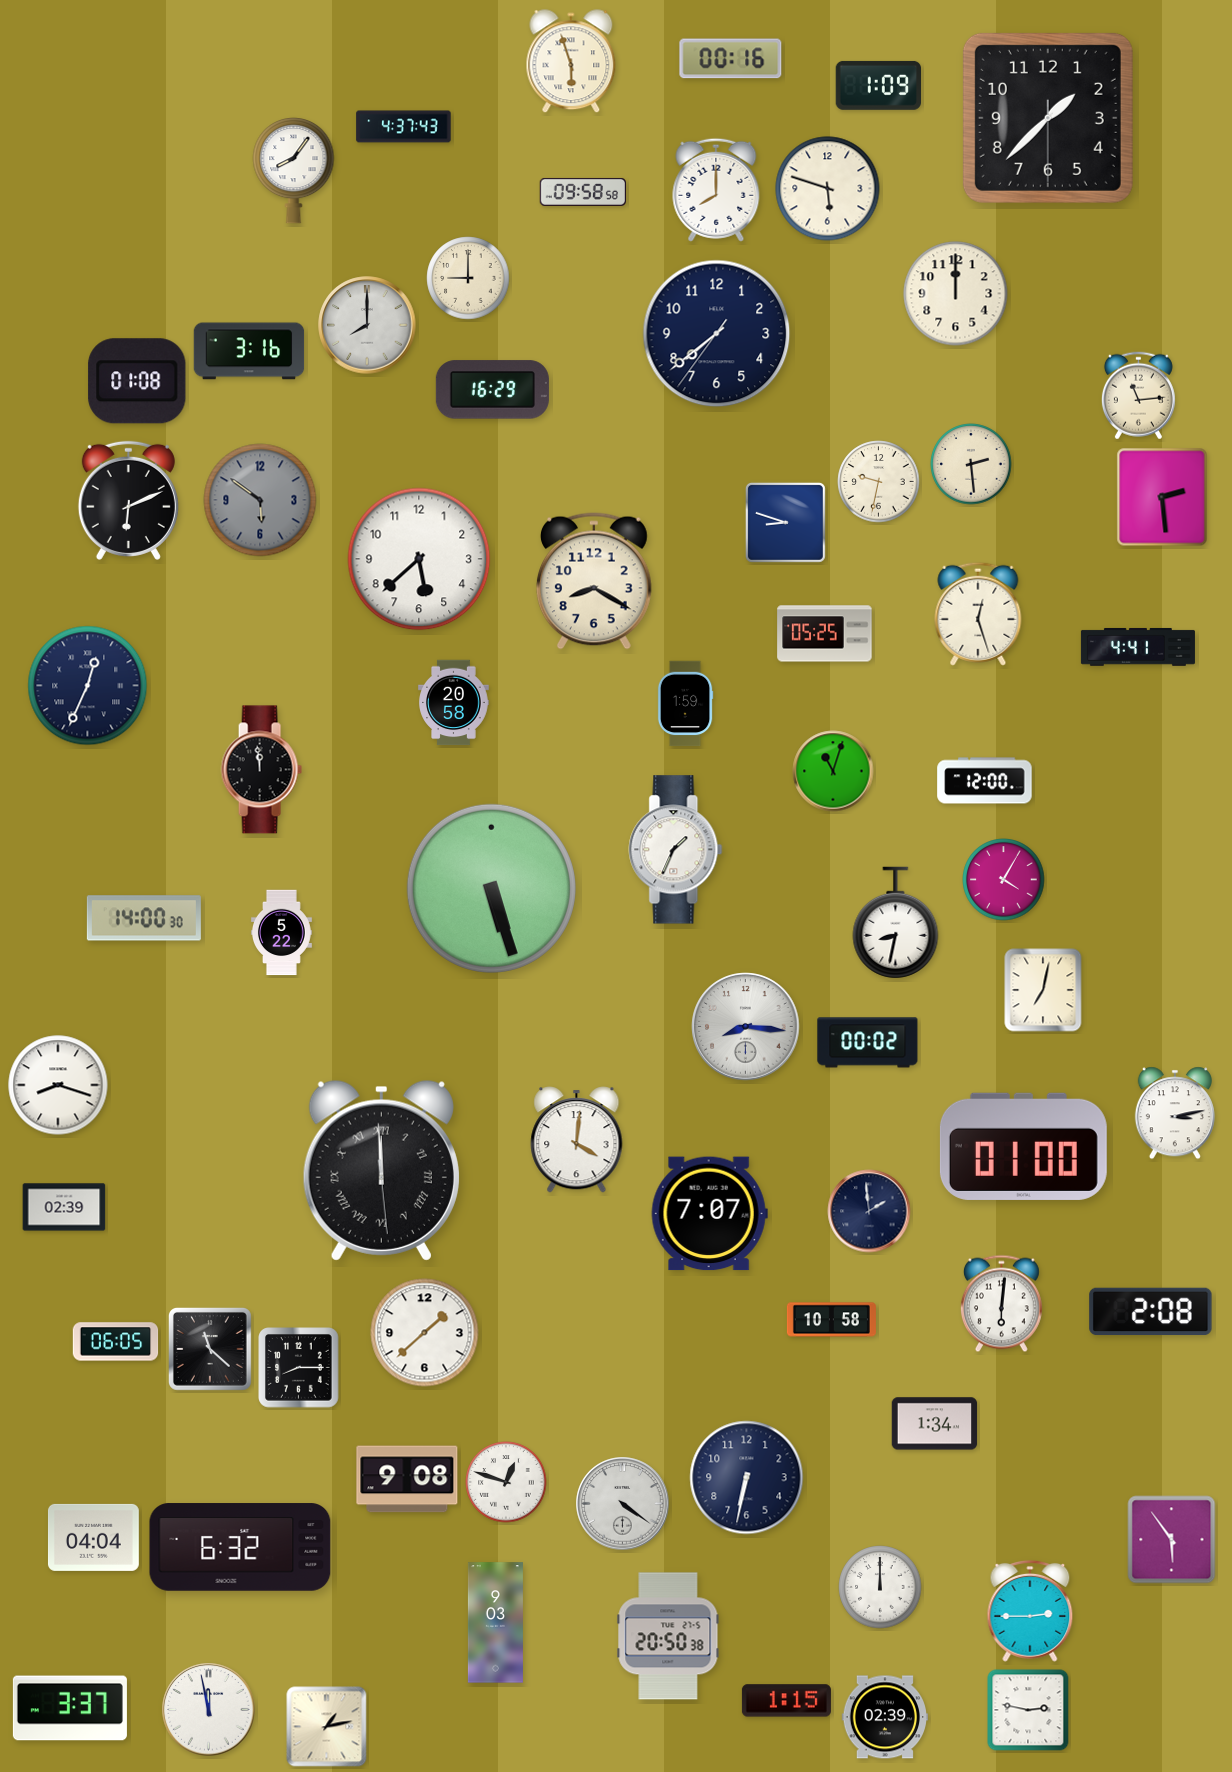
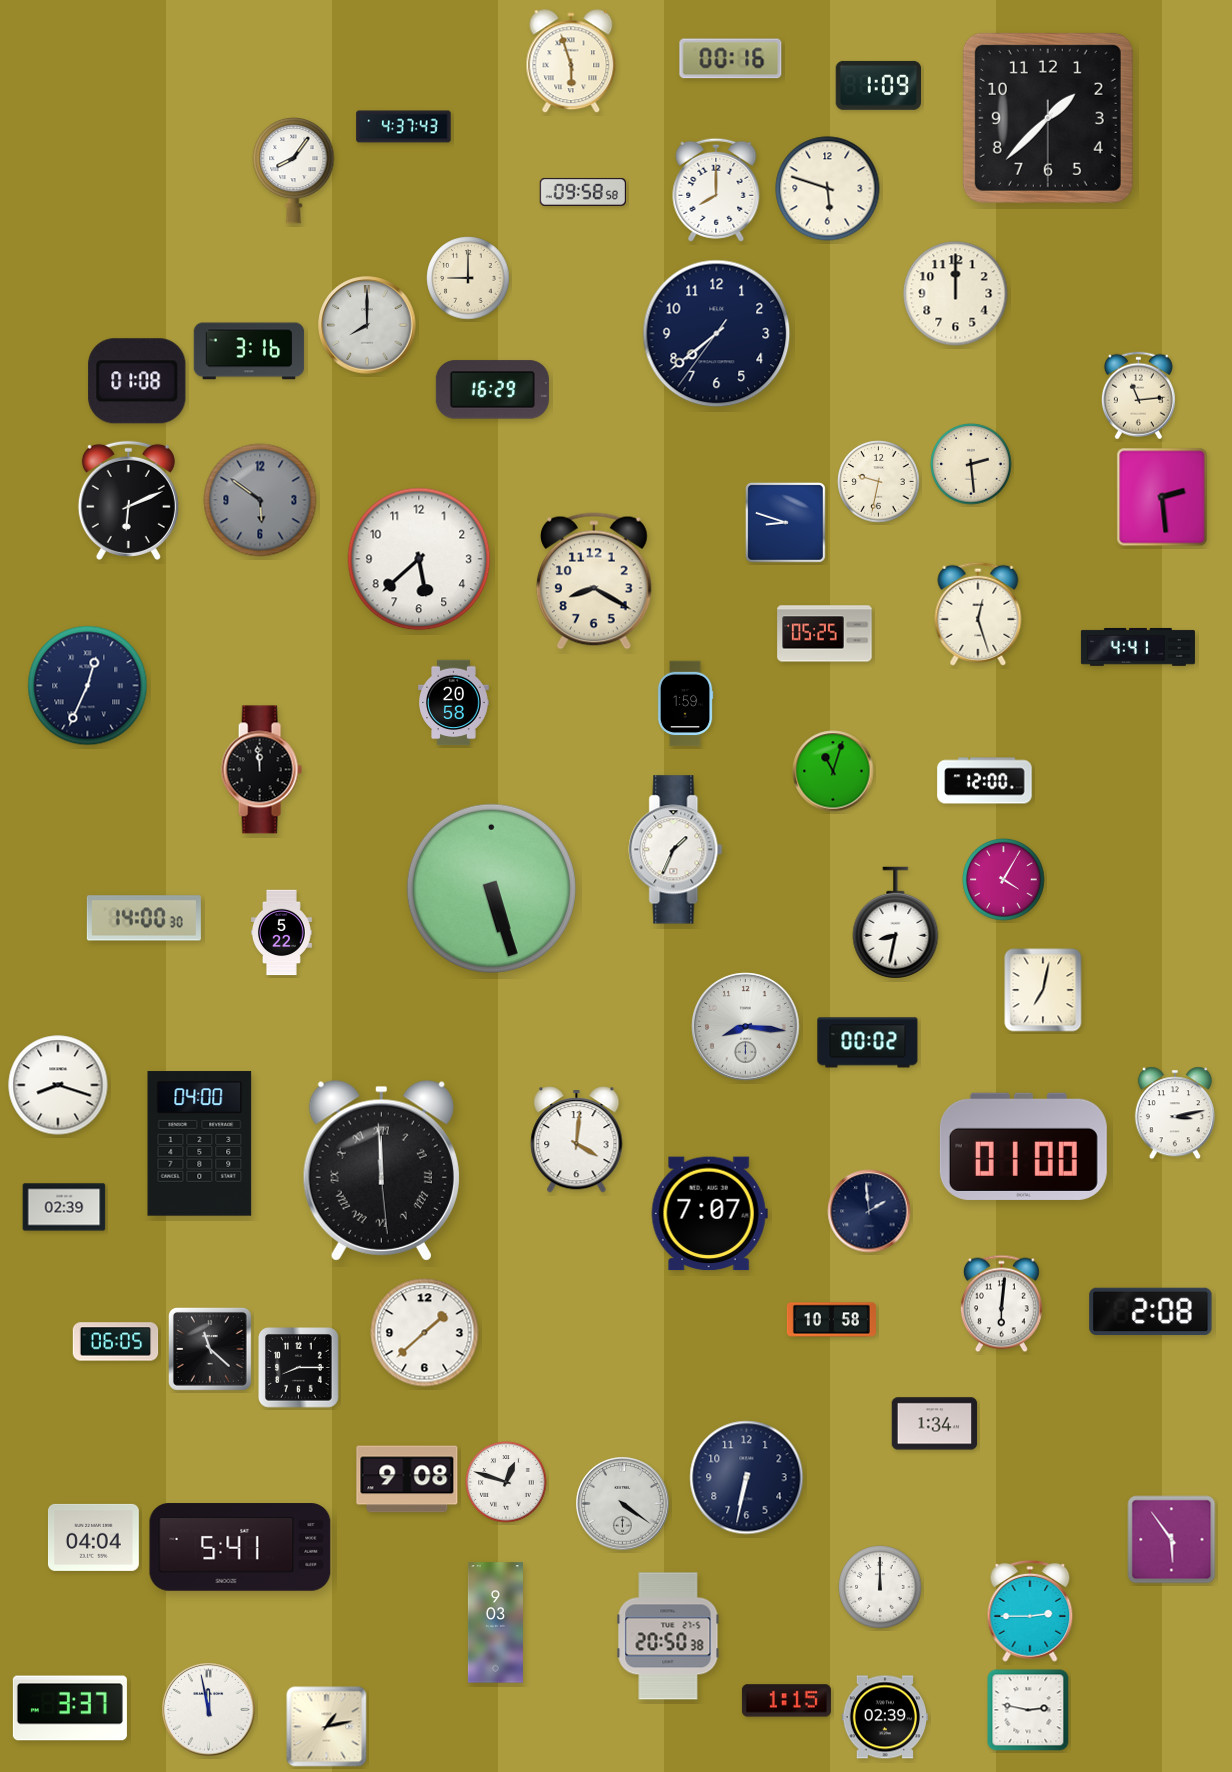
clock at (200, 1144): none -> 04:00
clock at (240, 1547): 6:32 -> 5:41
